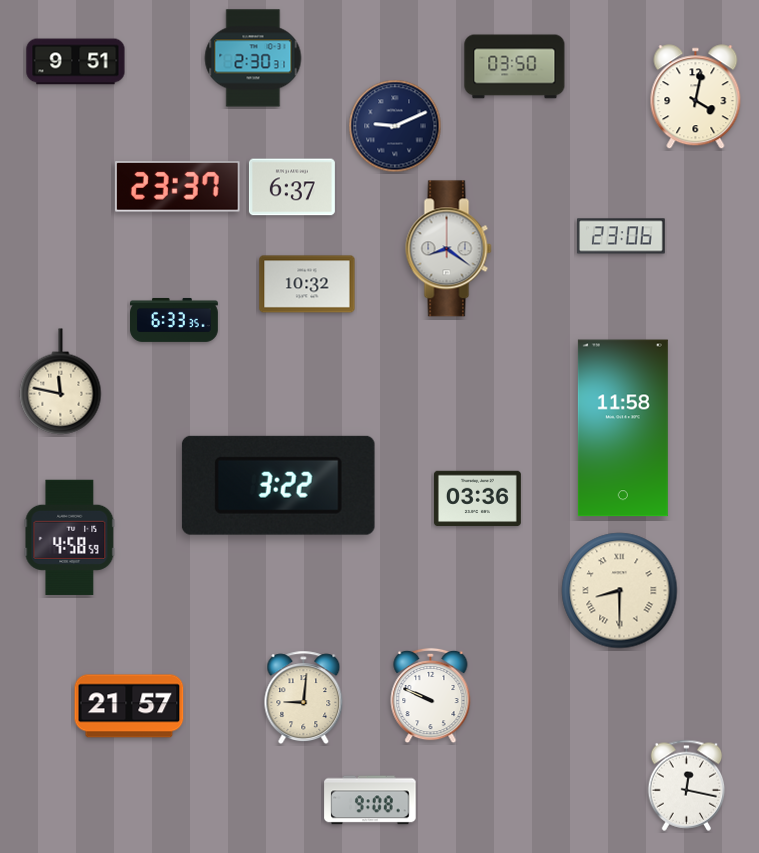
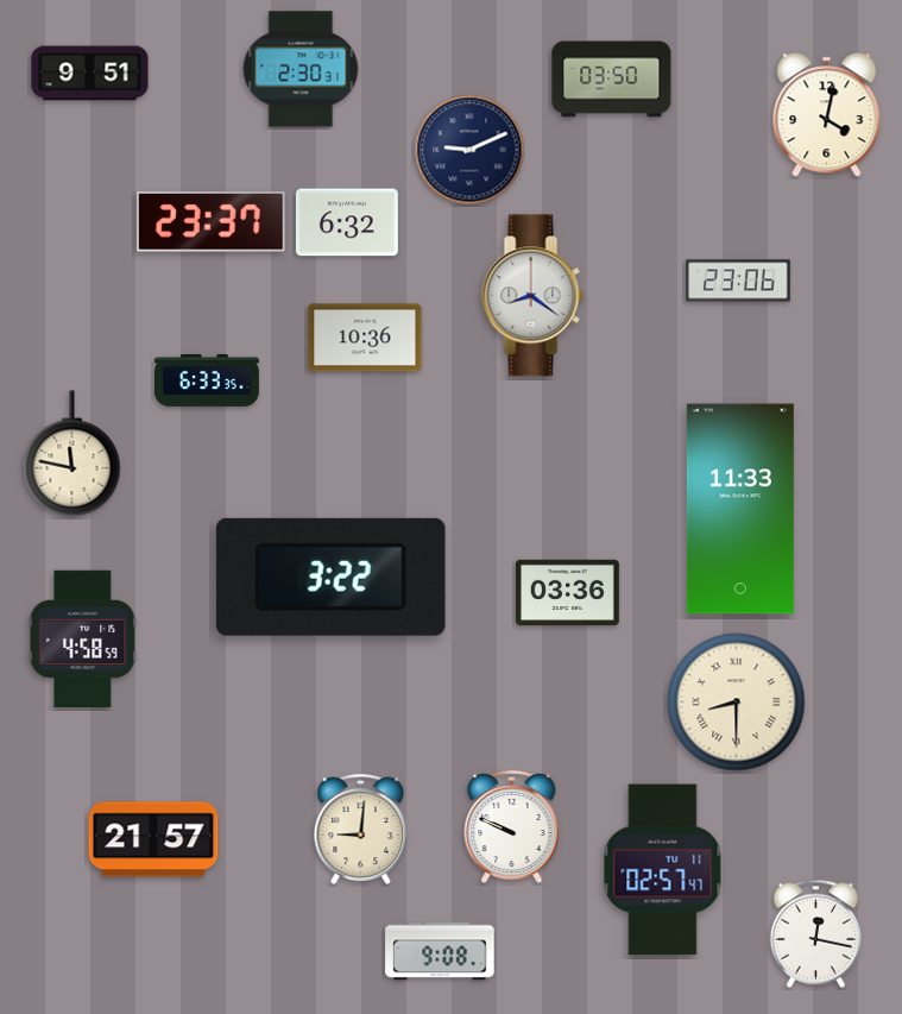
clock at (292, 187): 6:37 -> 6:32
clock at (307, 284): 10:32 -> 10:36
clock at (623, 428): 11:58 -> 11:33
clock at (663, 870): none -> 02:57
